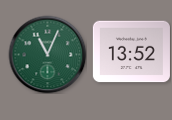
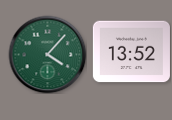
clock at (47, 54): 11:04 -> 4:07
